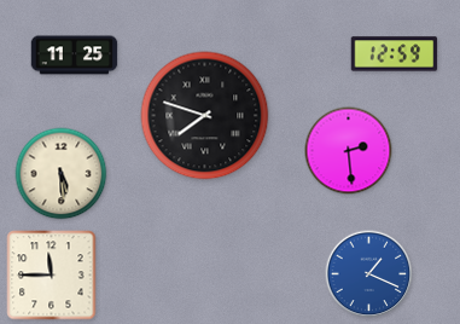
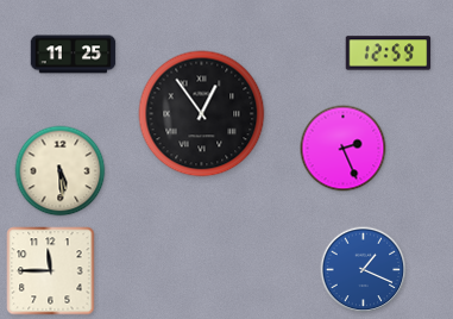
clock at (205, 116): 7:48 -> 12:54
clock at (349, 151): 2:29 -> 2:26
